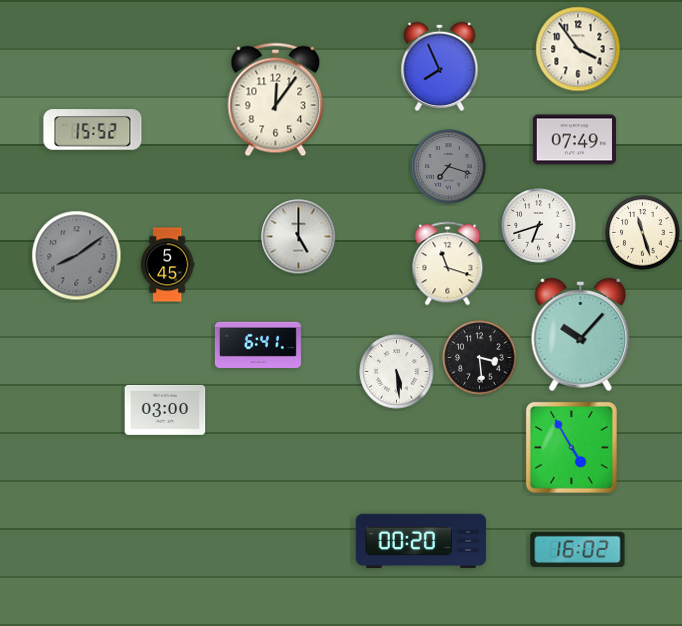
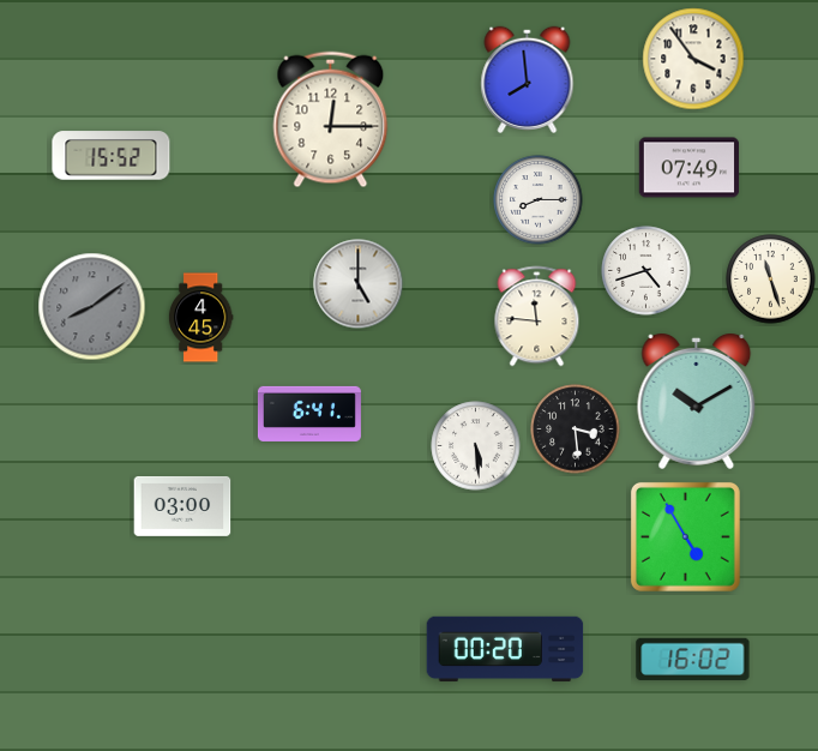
clock at (440, 66): 7:56 -> 7:59
clock at (276, 100): 12:06 -> 12:15
clock at (449, 167): 7:18 -> 8:15
clock at (449, 167) dial: grey -> white
clock at (539, 226): 6:42 -> 4:42
clock at (448, 264): 11:18 -> 11:46
clock at (167, 265): 5:45 -> 4:45
clock at (581, 335): 10:07 -> 10:10
clock at (165, 410) position: (165, 410) -> (182, 506)
